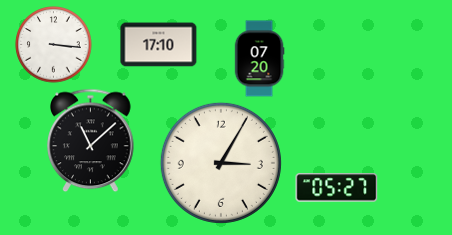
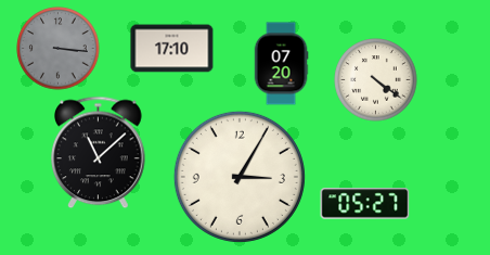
clock at (54, 45) dial: white -> grey
clock at (376, 80): none -> 4:21
